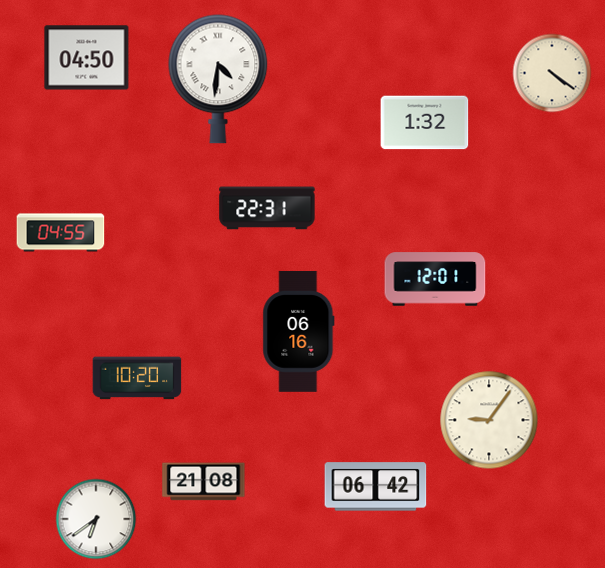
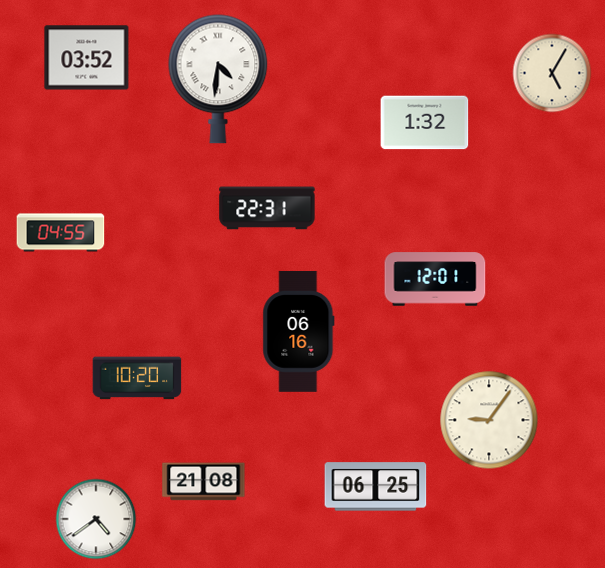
clock at (87, 58): 04:50 -> 03:52
clock at (552, 73): 4:21 -> 5:05
clock at (376, 487): 06:42 -> 06:25
clock at (96, 519): 6:39 -> 4:39
